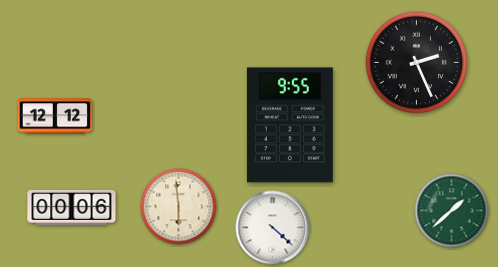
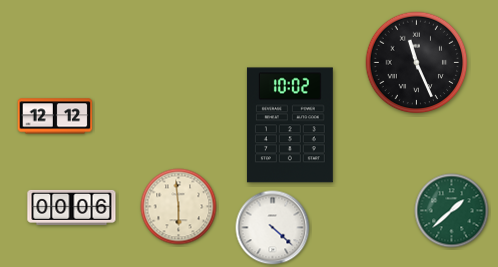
clock at (417, 63): 2:26 -> 11:26
clock at (290, 125): 9:55 -> 10:02
